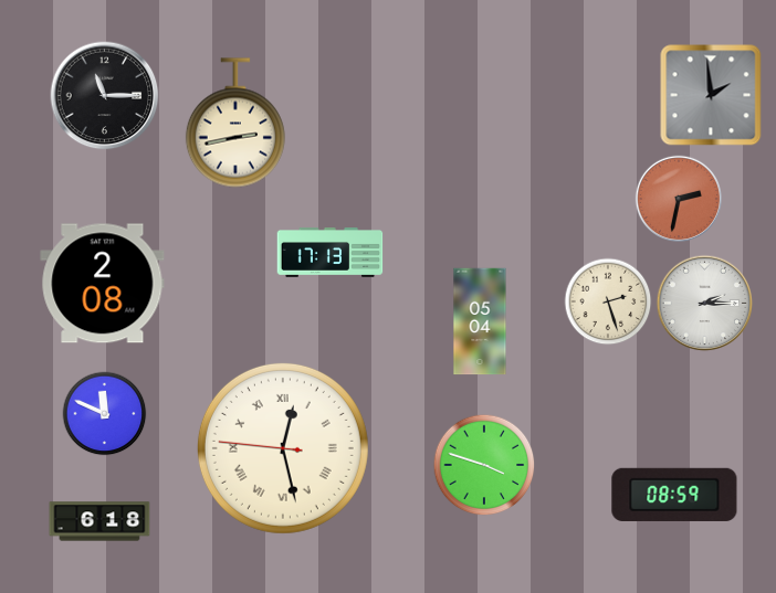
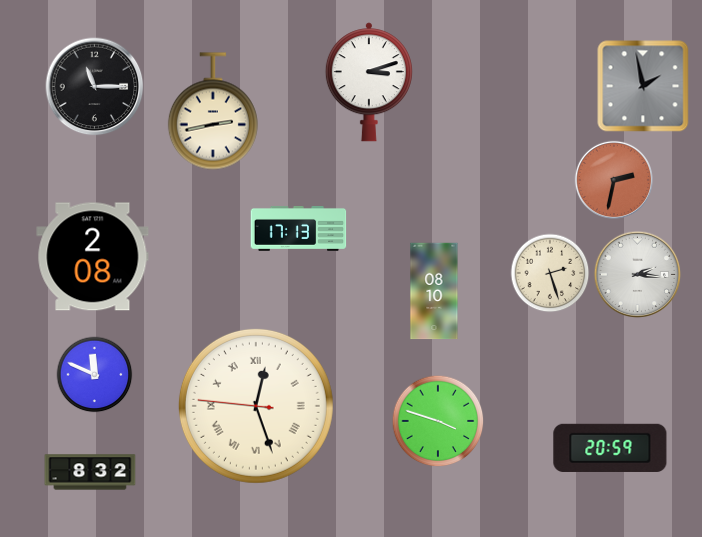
clock at (369, 82): none -> 3:12
clock at (711, 95): 1:59 -> 1:58
clock at (705, 304): 2:15 -> 2:16
clock at (480, 321): 05:04 -> 08:10
clock at (283, 448): 12:27 -> 12:26
clock at (674, 495): 08:59 -> 20:59
clock at (99, 521): 6:18 -> 8:32
